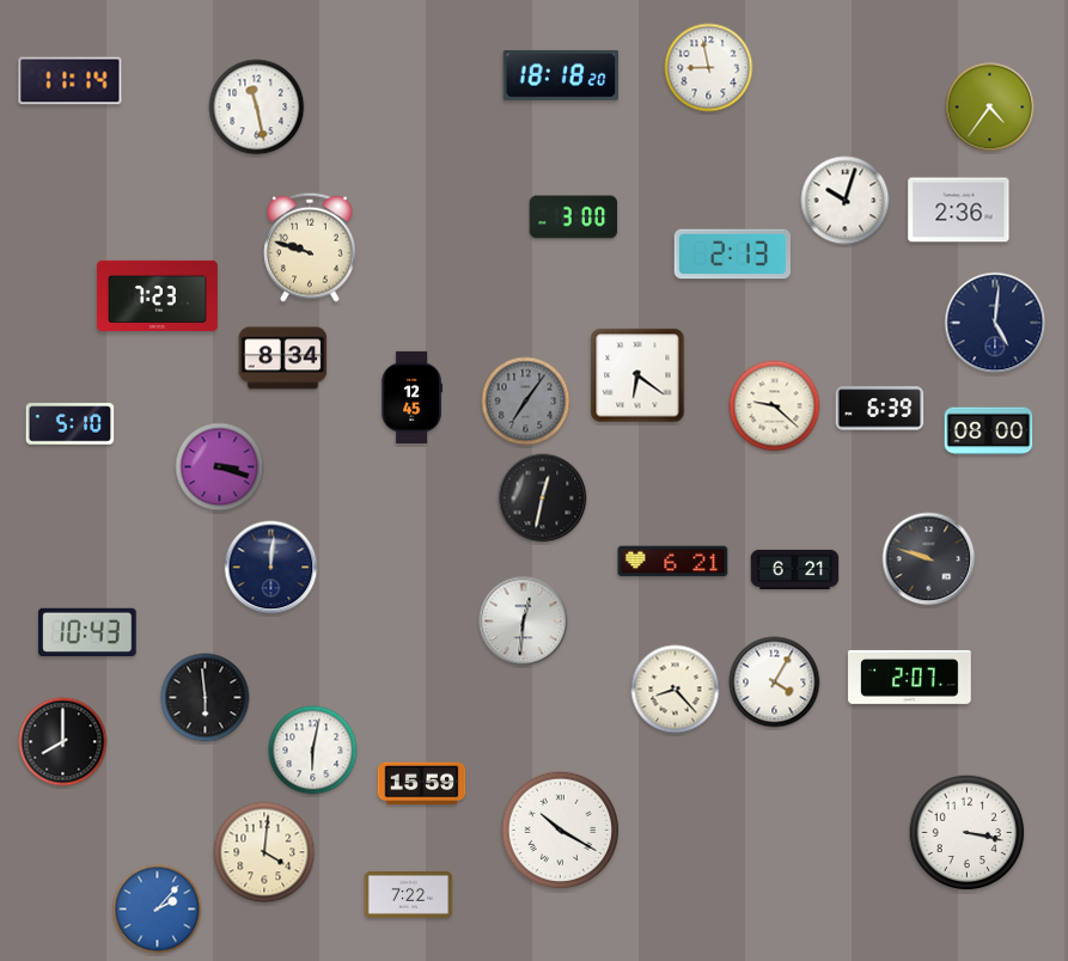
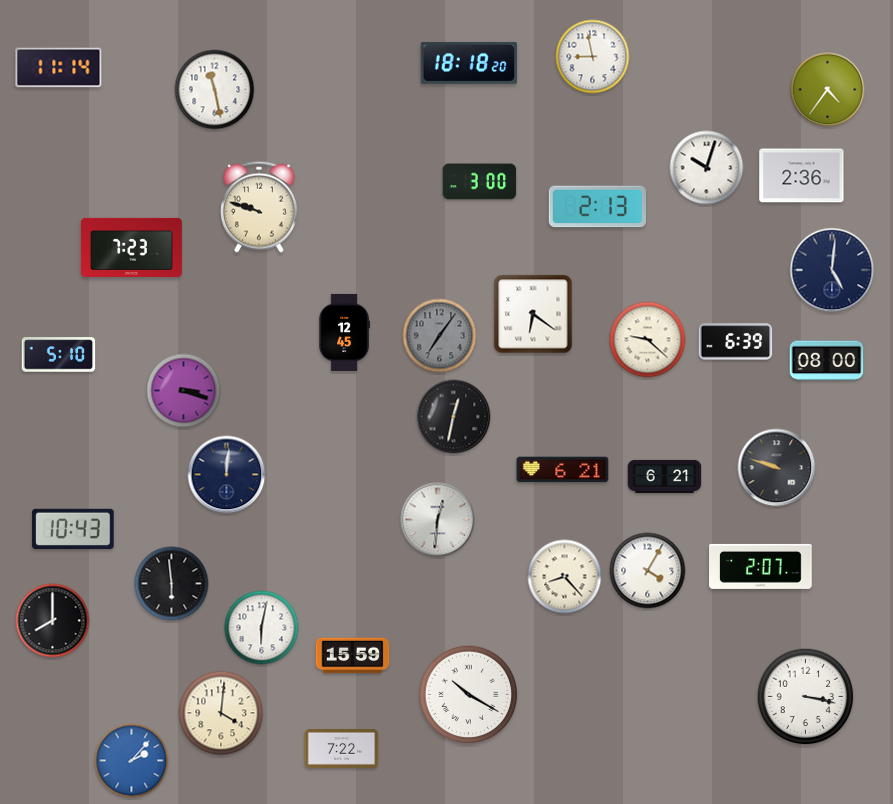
clock at (732, 255) position: (732, 255) -> (597, 207)
clock at (283, 359): 8:34 -> none
clock at (968, 833) position: (968, 833) -> (806, 697)
